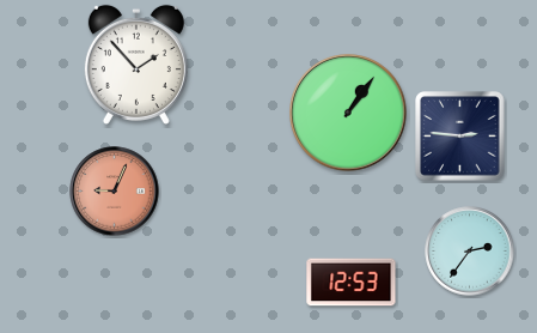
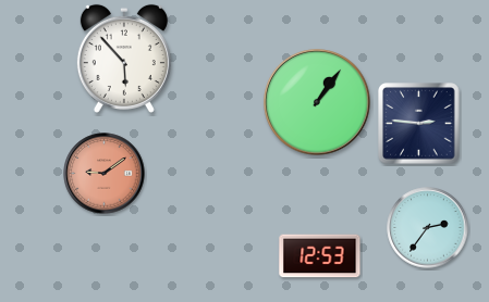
clock at (136, 65): 1:53 -> 5:53
clock at (115, 192): 9:04 -> 9:09
